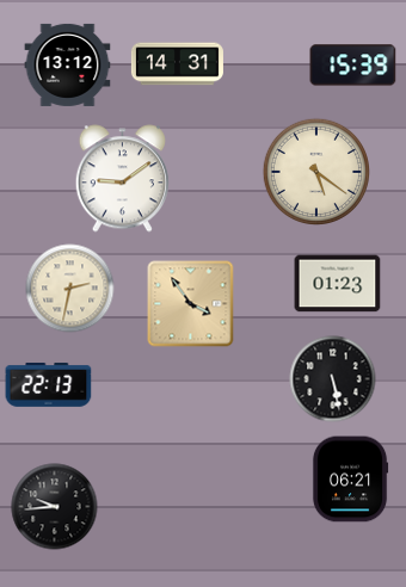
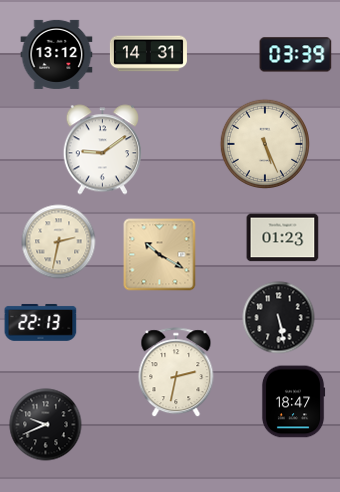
clock at (353, 66): 15:39 -> 03:39
clock at (315, 171): 5:21 -> 5:26
clock at (191, 304): 3:54 -> 10:20
clock at (176, 373): none -> 2:32
clock at (350, 480): 06:21 -> 18:47
clock at (55, 507): 9:44 -> 9:41
